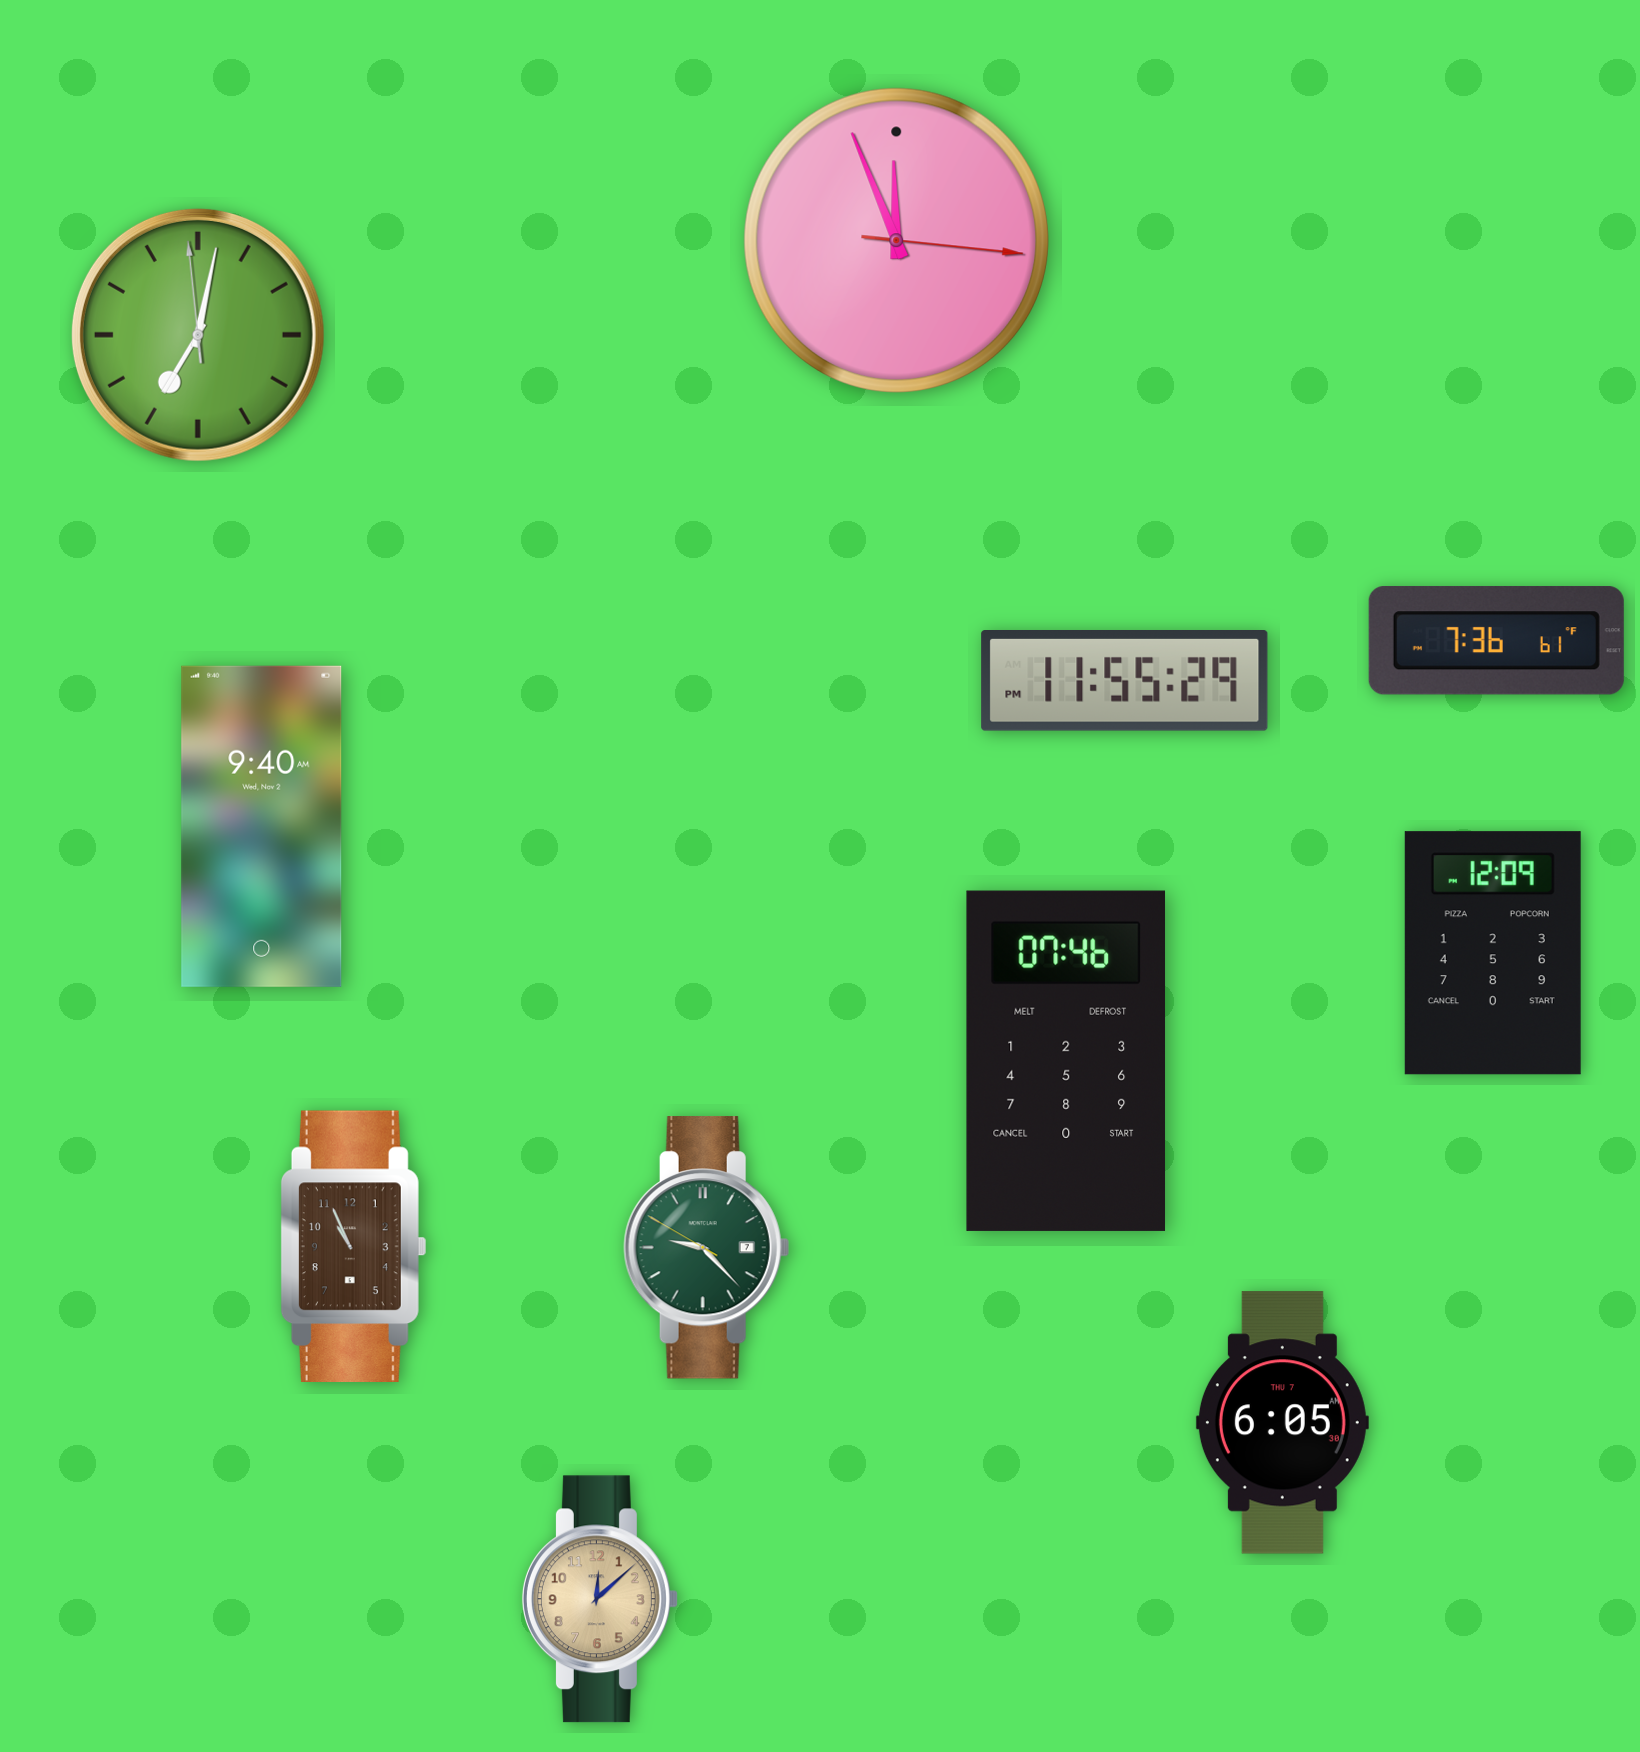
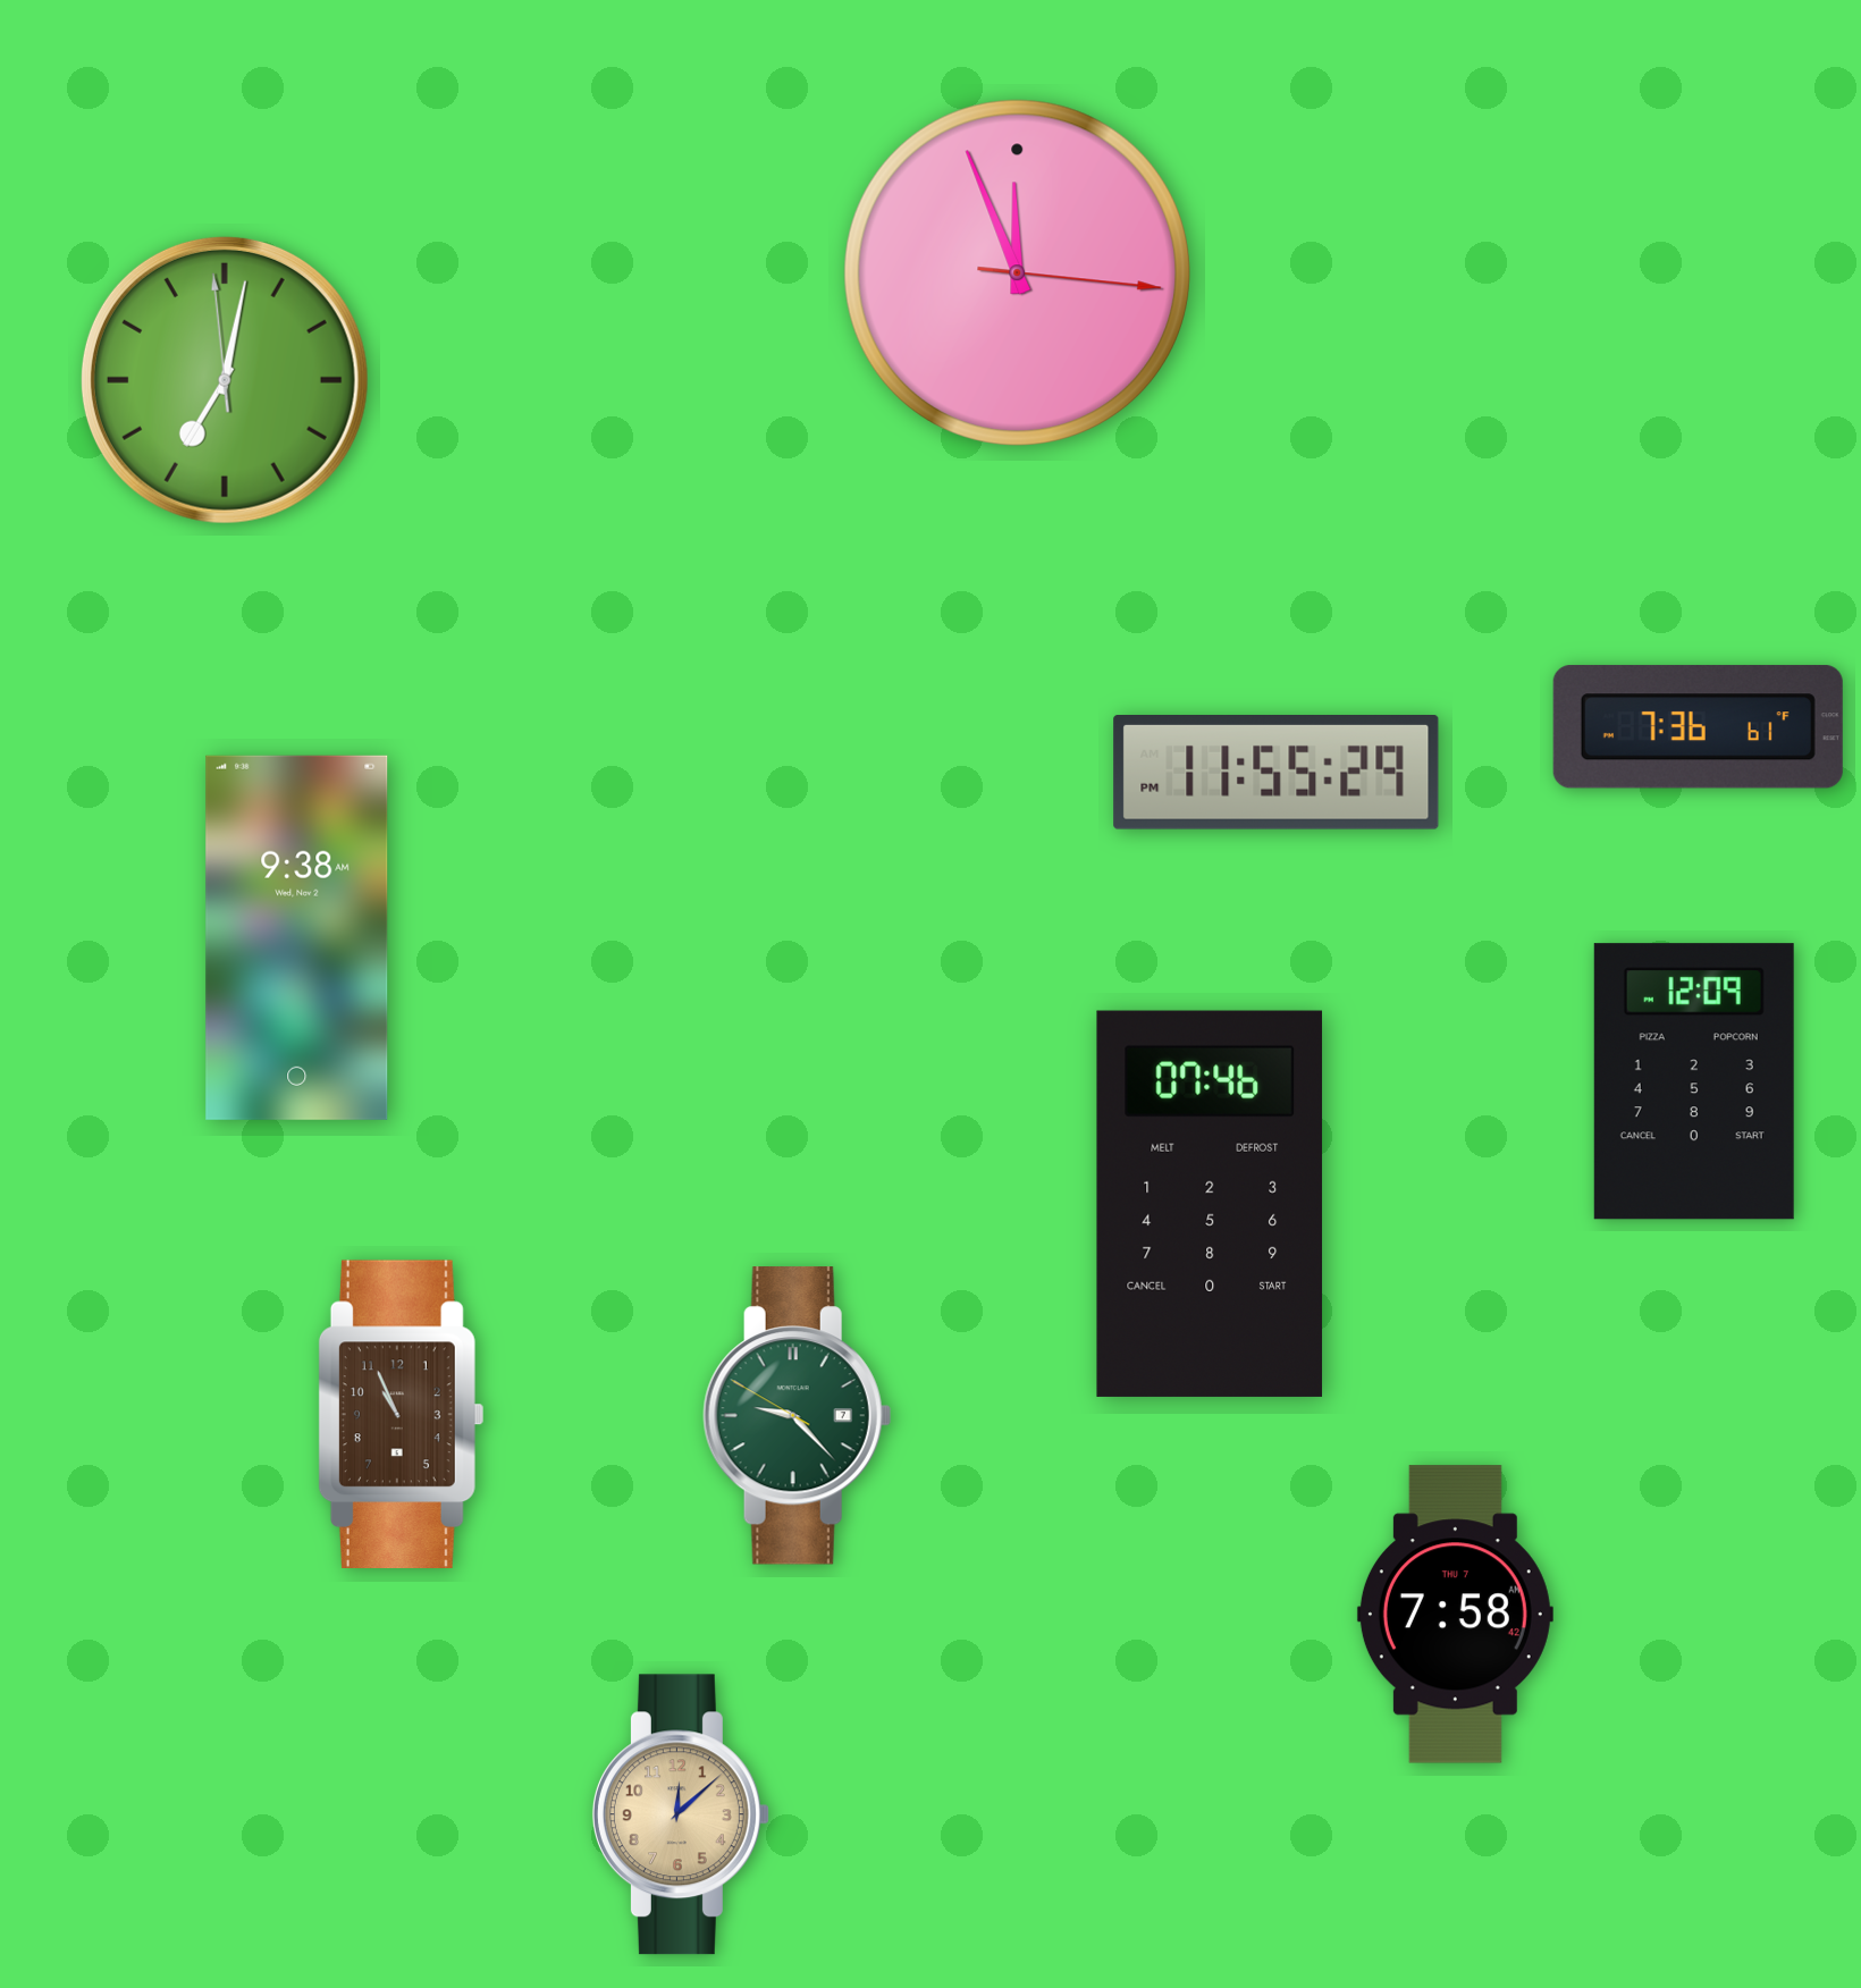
clock at (262, 826): 9:40 -> 9:38
clock at (706, 1248) position: (706, 1248) -> (797, 1416)
clock at (1282, 1423): 6:05 -> 7:58
